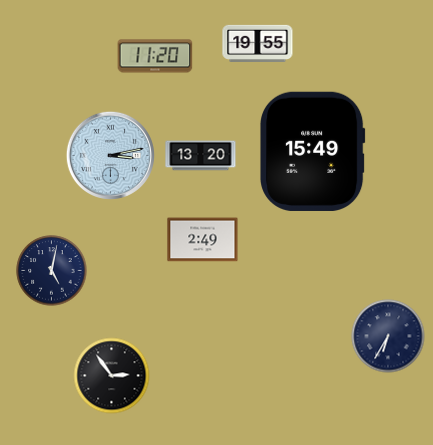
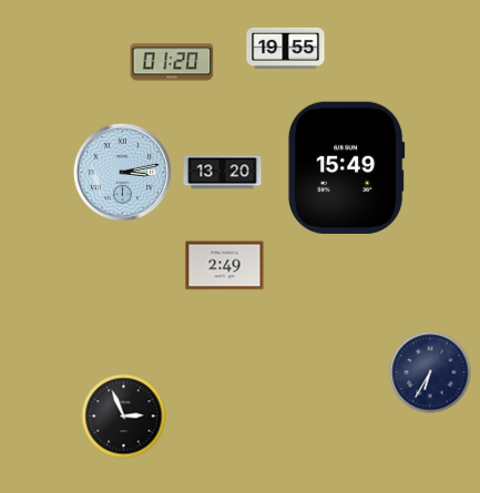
clock at (155, 56): 11:20 -> 01:20
clock at (52, 271): 5:02 -> none
clock at (112, 376): 2:54 -> 2:56
